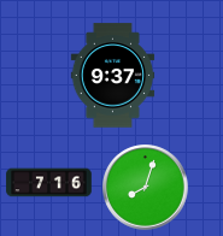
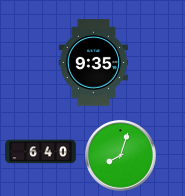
clock at (113, 76): 9:37 -> 9:35
clock at (49, 183): 7:16 -> 6:40
